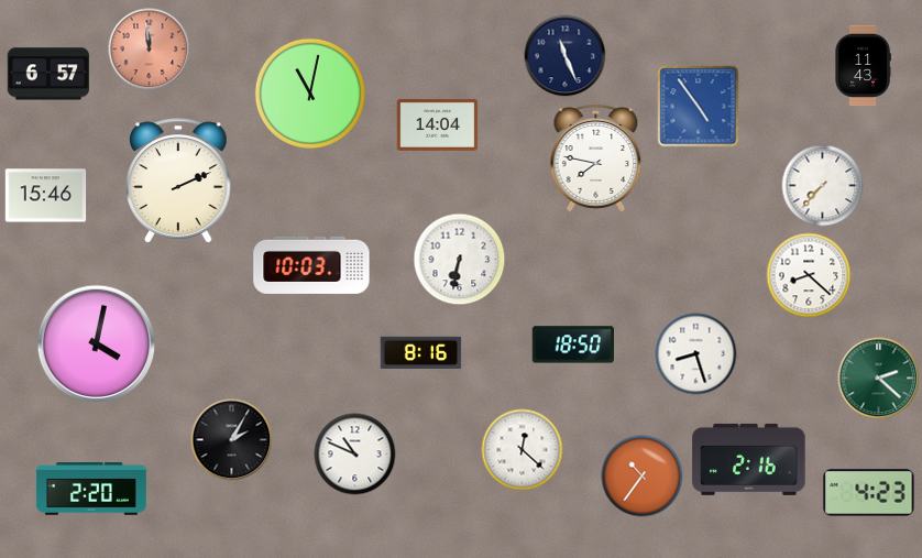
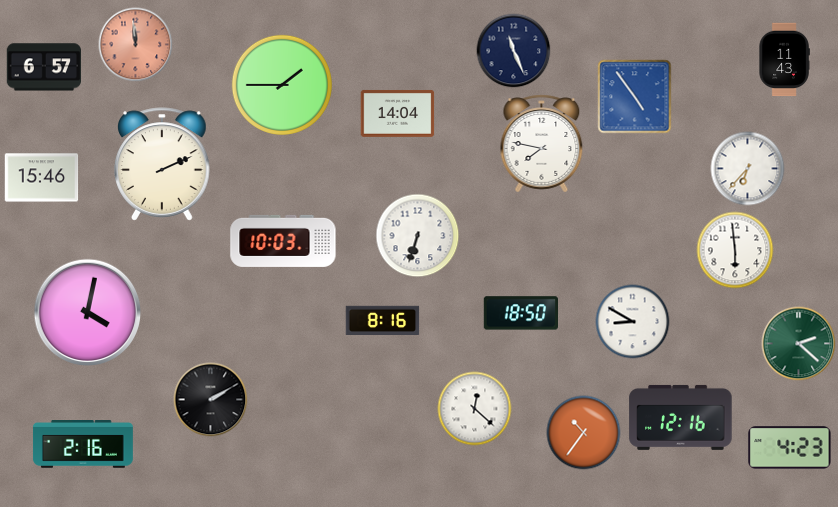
clock at (310, 94): 11:02 -> 1:45
clock at (823, 186): 7:37 -> 6:37
clock at (460, 260): 6:32 -> 6:33
clock at (809, 275): 8:22 -> 5:59
clock at (696, 354): 8:27 -> 8:50
clock at (232, 440): 2:05 -> 2:10
clock at (355, 455): 10:49 -> none
clock at (749, 459): 2:16 -> 12:16
clock at (91, 490): 2:20 -> 2:16
